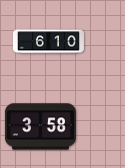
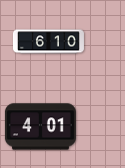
clock at (40, 127): 3:58 -> 4:01
